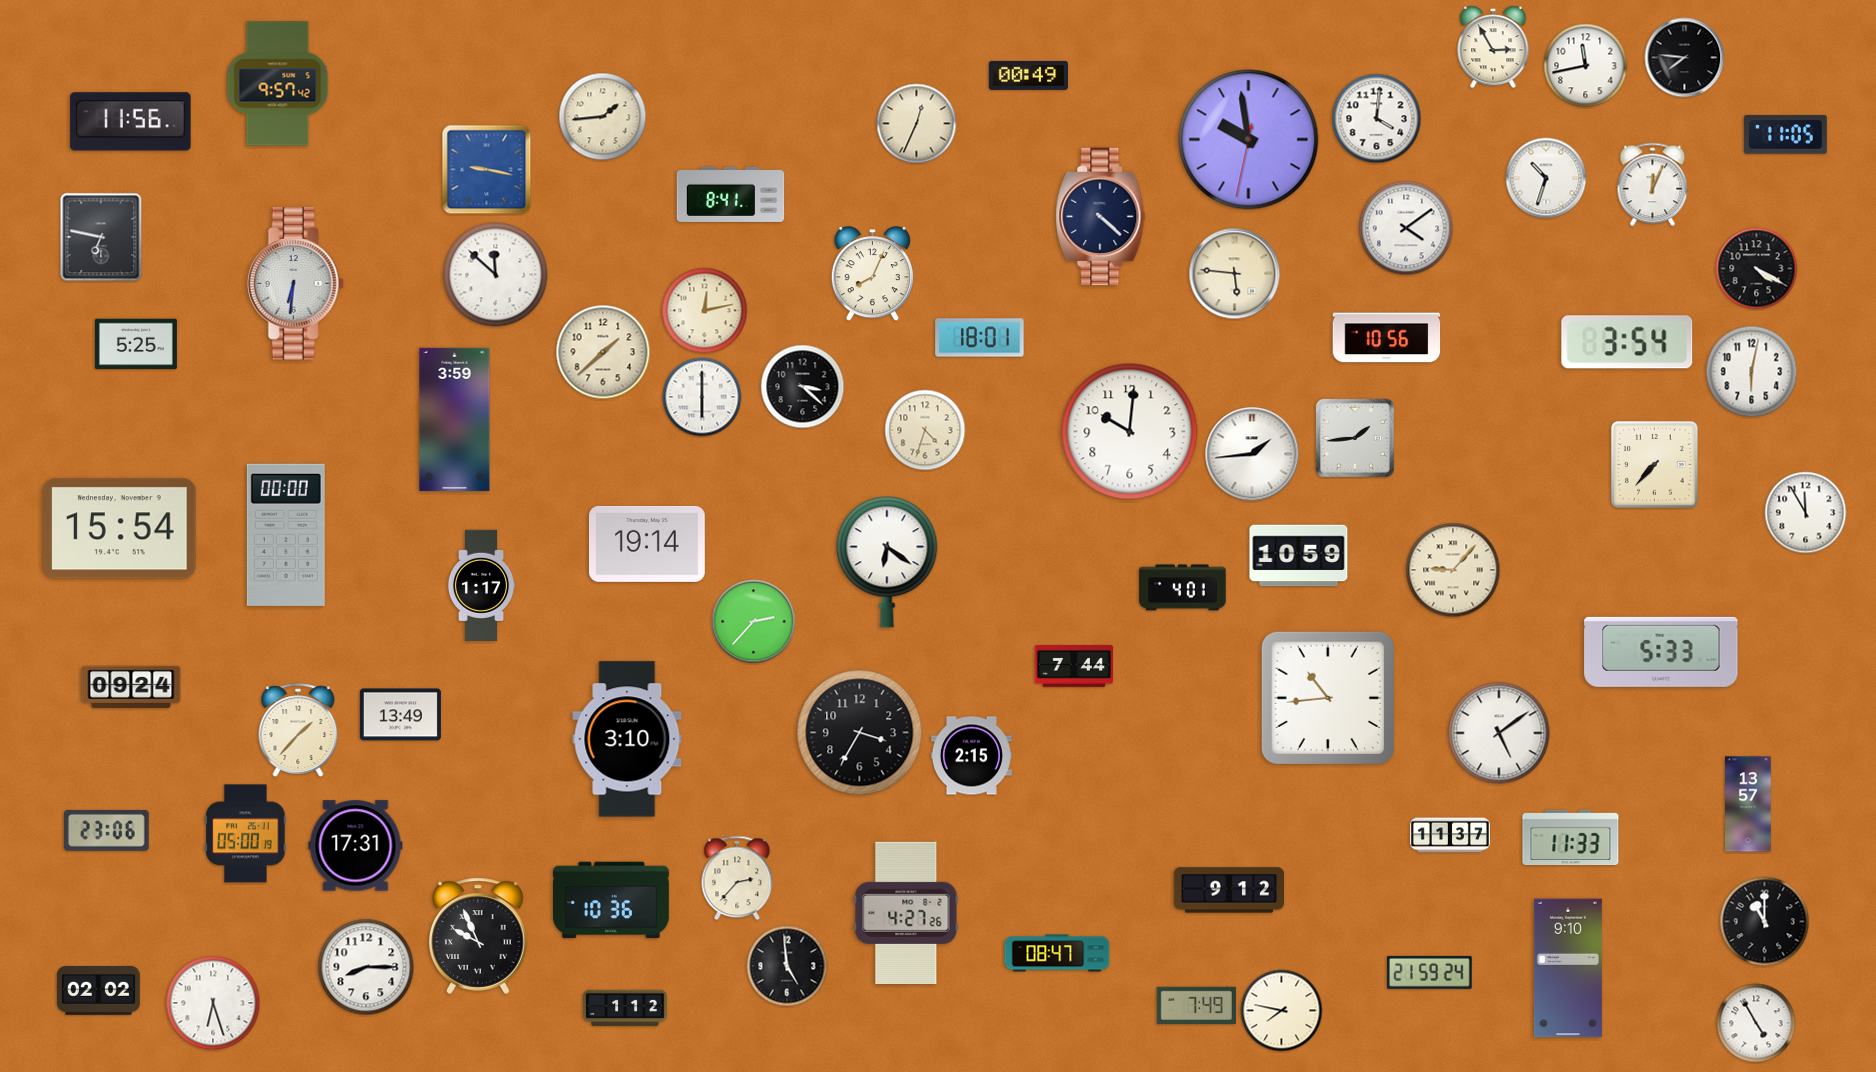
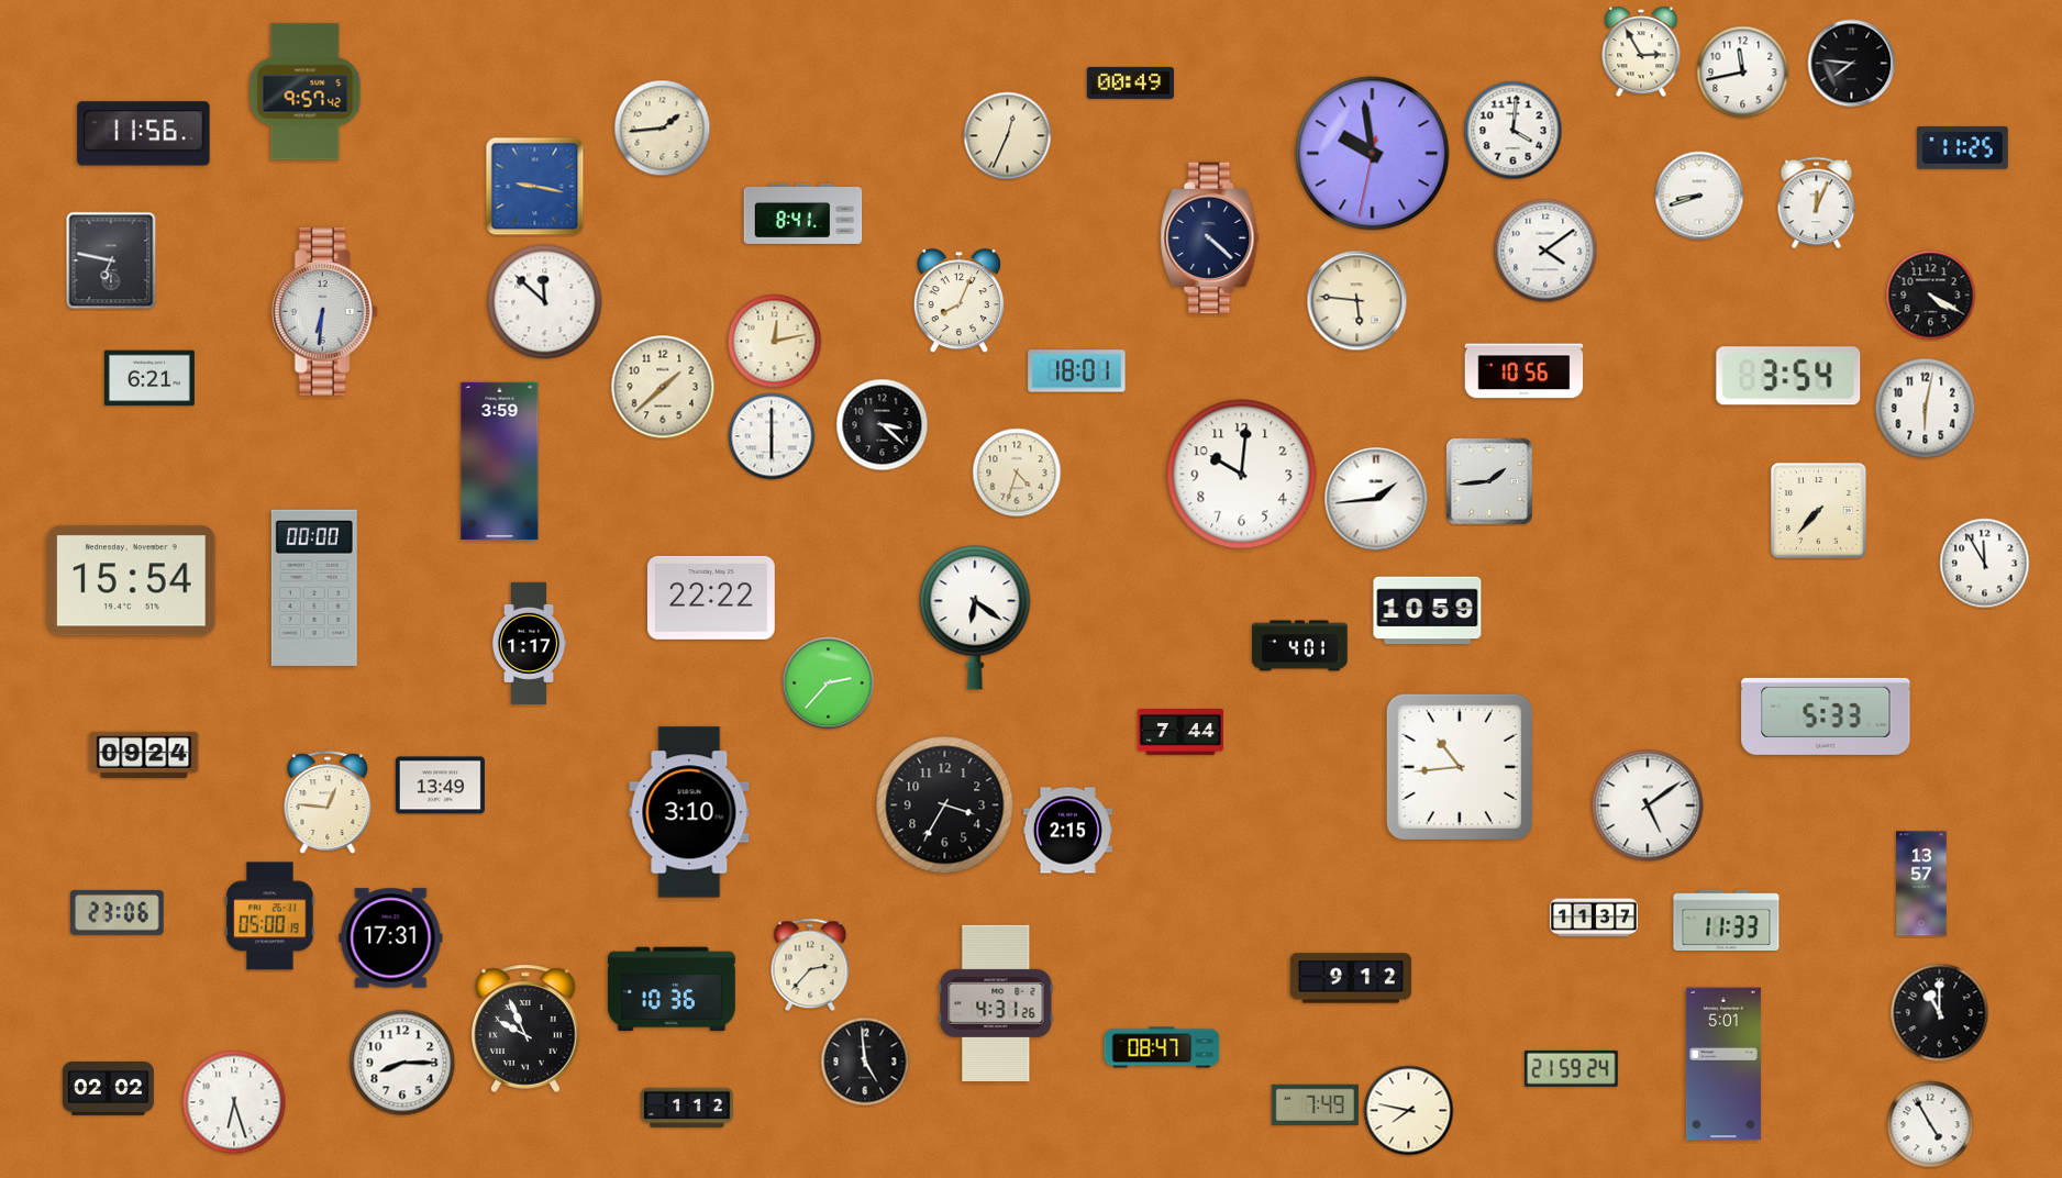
clock at (1785, 135): 11:05 -> 11:25
clock at (1546, 178): 10:33 -> 8:42
clock at (136, 344): 5:25 -> 6:21
clock at (647, 544): 19:14 -> 22:22
clock at (1453, 570): 9:07 -> none
clock at (298, 730): 1:37 -> 12:46
clock at (356, 846) position: (356, 846) -> (391, 938)
clock at (906, 913): 4:27 -> 4:31
clock at (1568, 968): 9:10 -> 5:01
